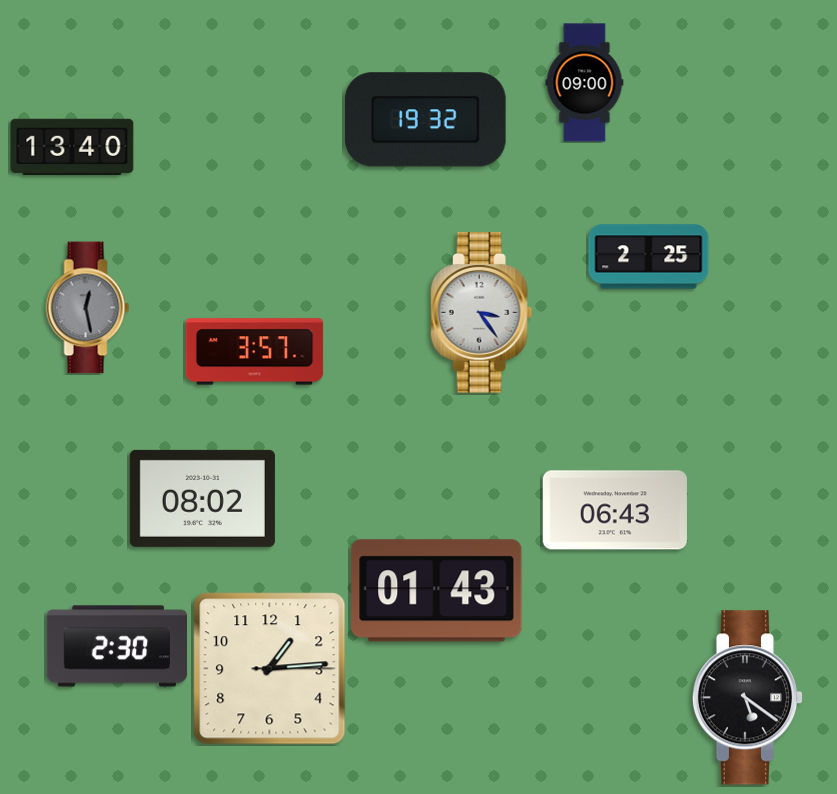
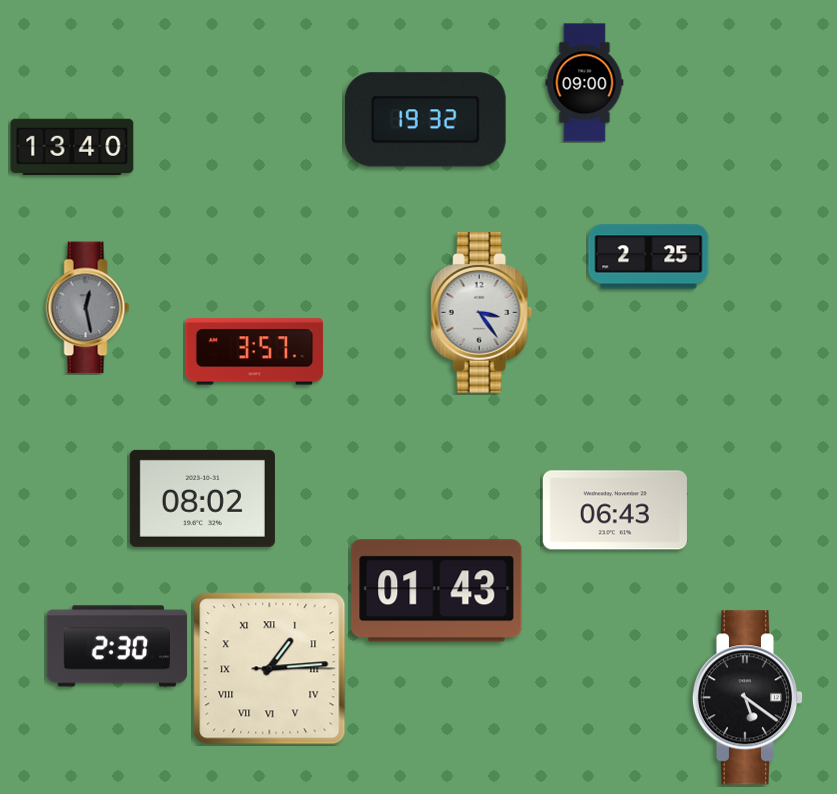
clock at (270, 669) numerals: Arabic -> Roman
